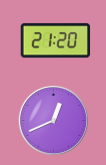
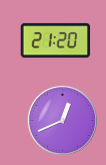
clock at (53, 120) position: (53, 120) -> (62, 120)
